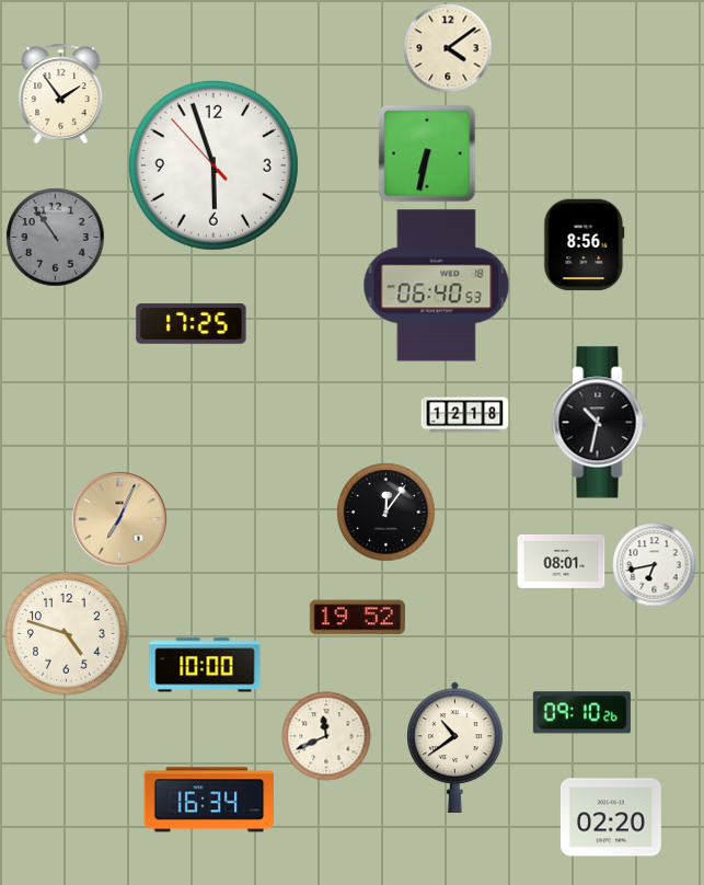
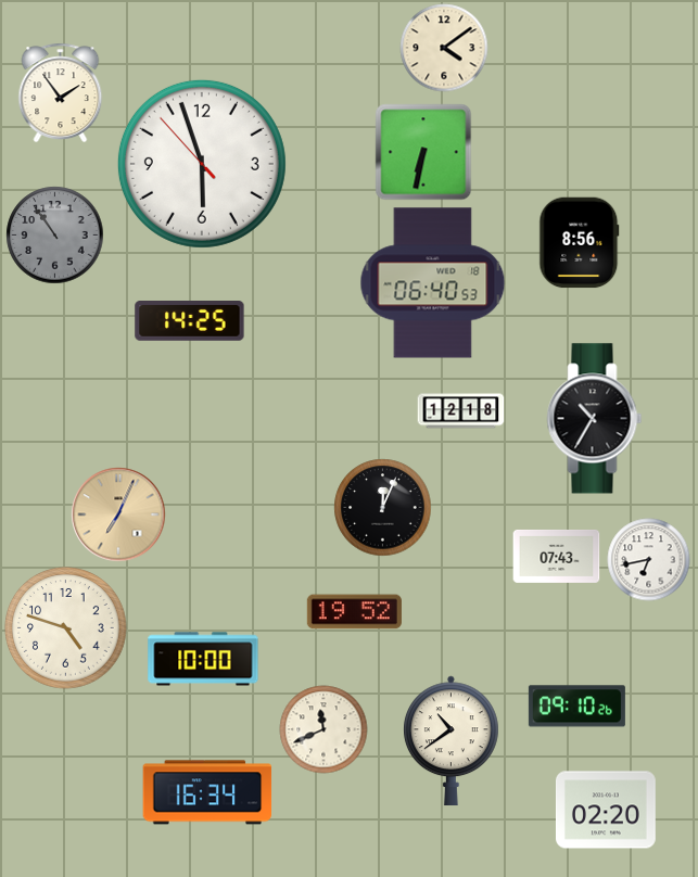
clock at (213, 165) position: (213, 165) -> (202, 164)
clock at (192, 324): 17:25 -> 14:25
clock at (600, 423): 10:32 -> 10:35
clock at (386, 513): 12:06 -> 12:04
clock at (562, 561): 08:01 -> 07:43
